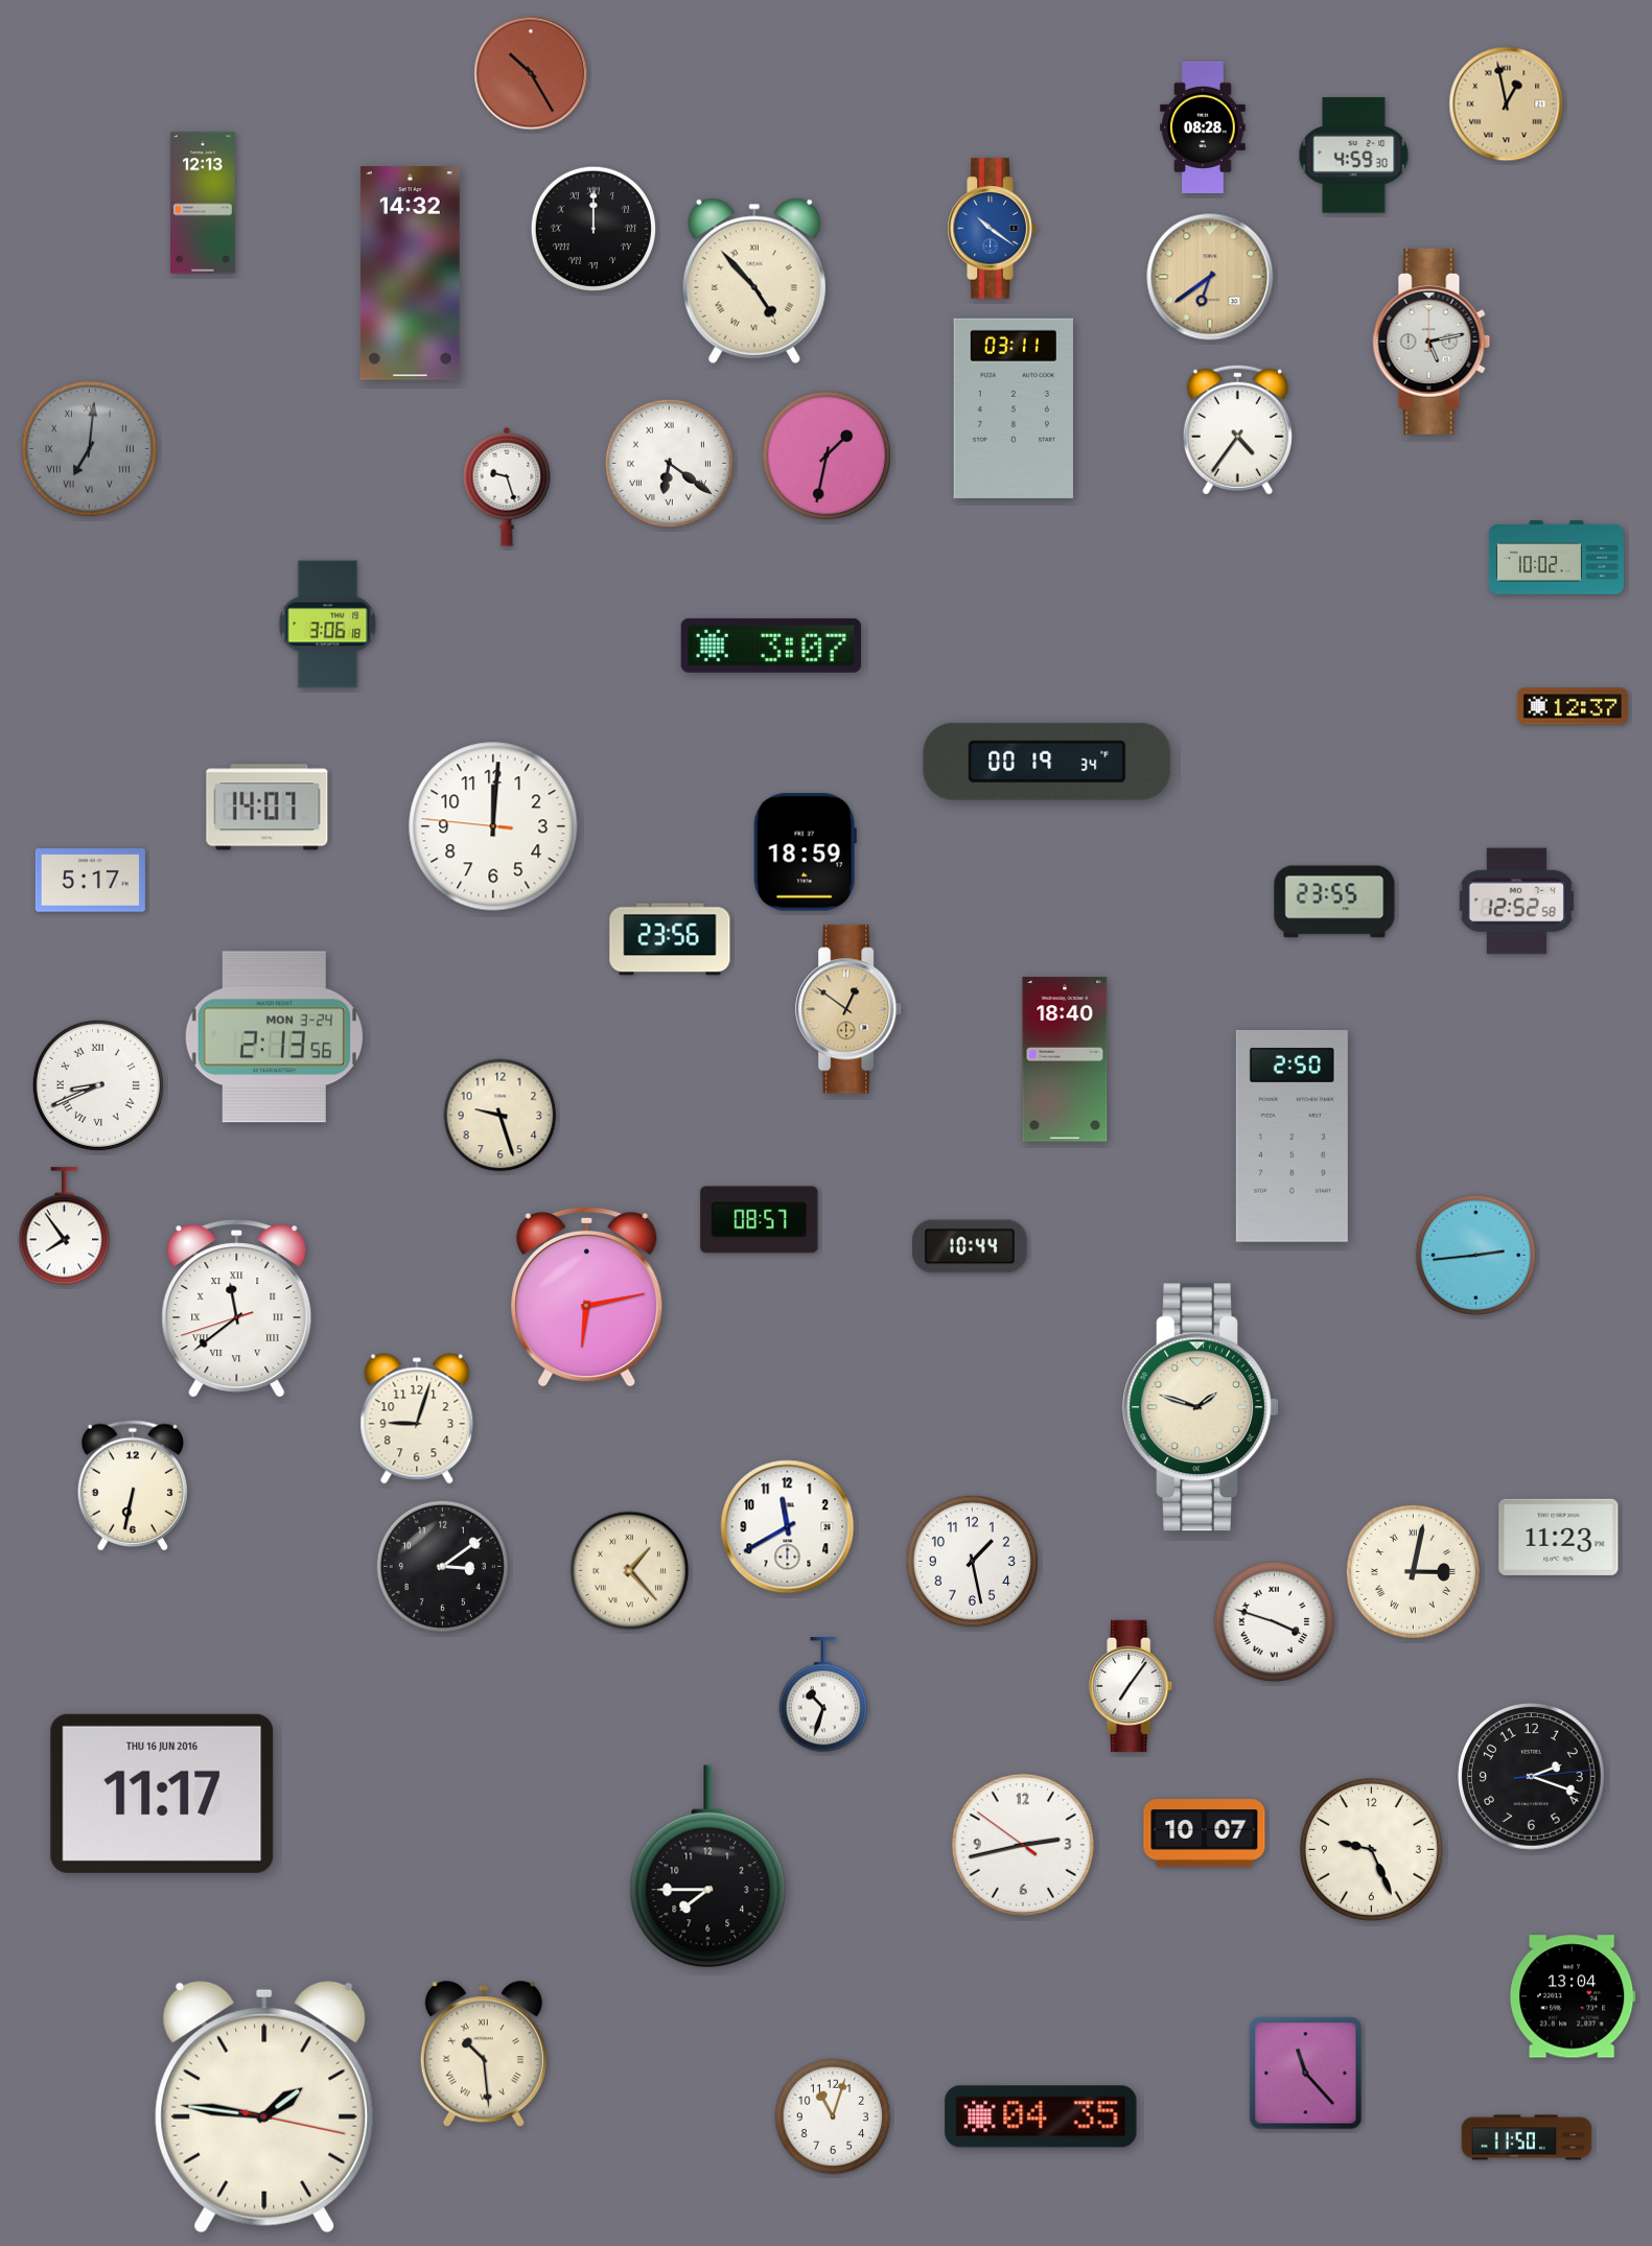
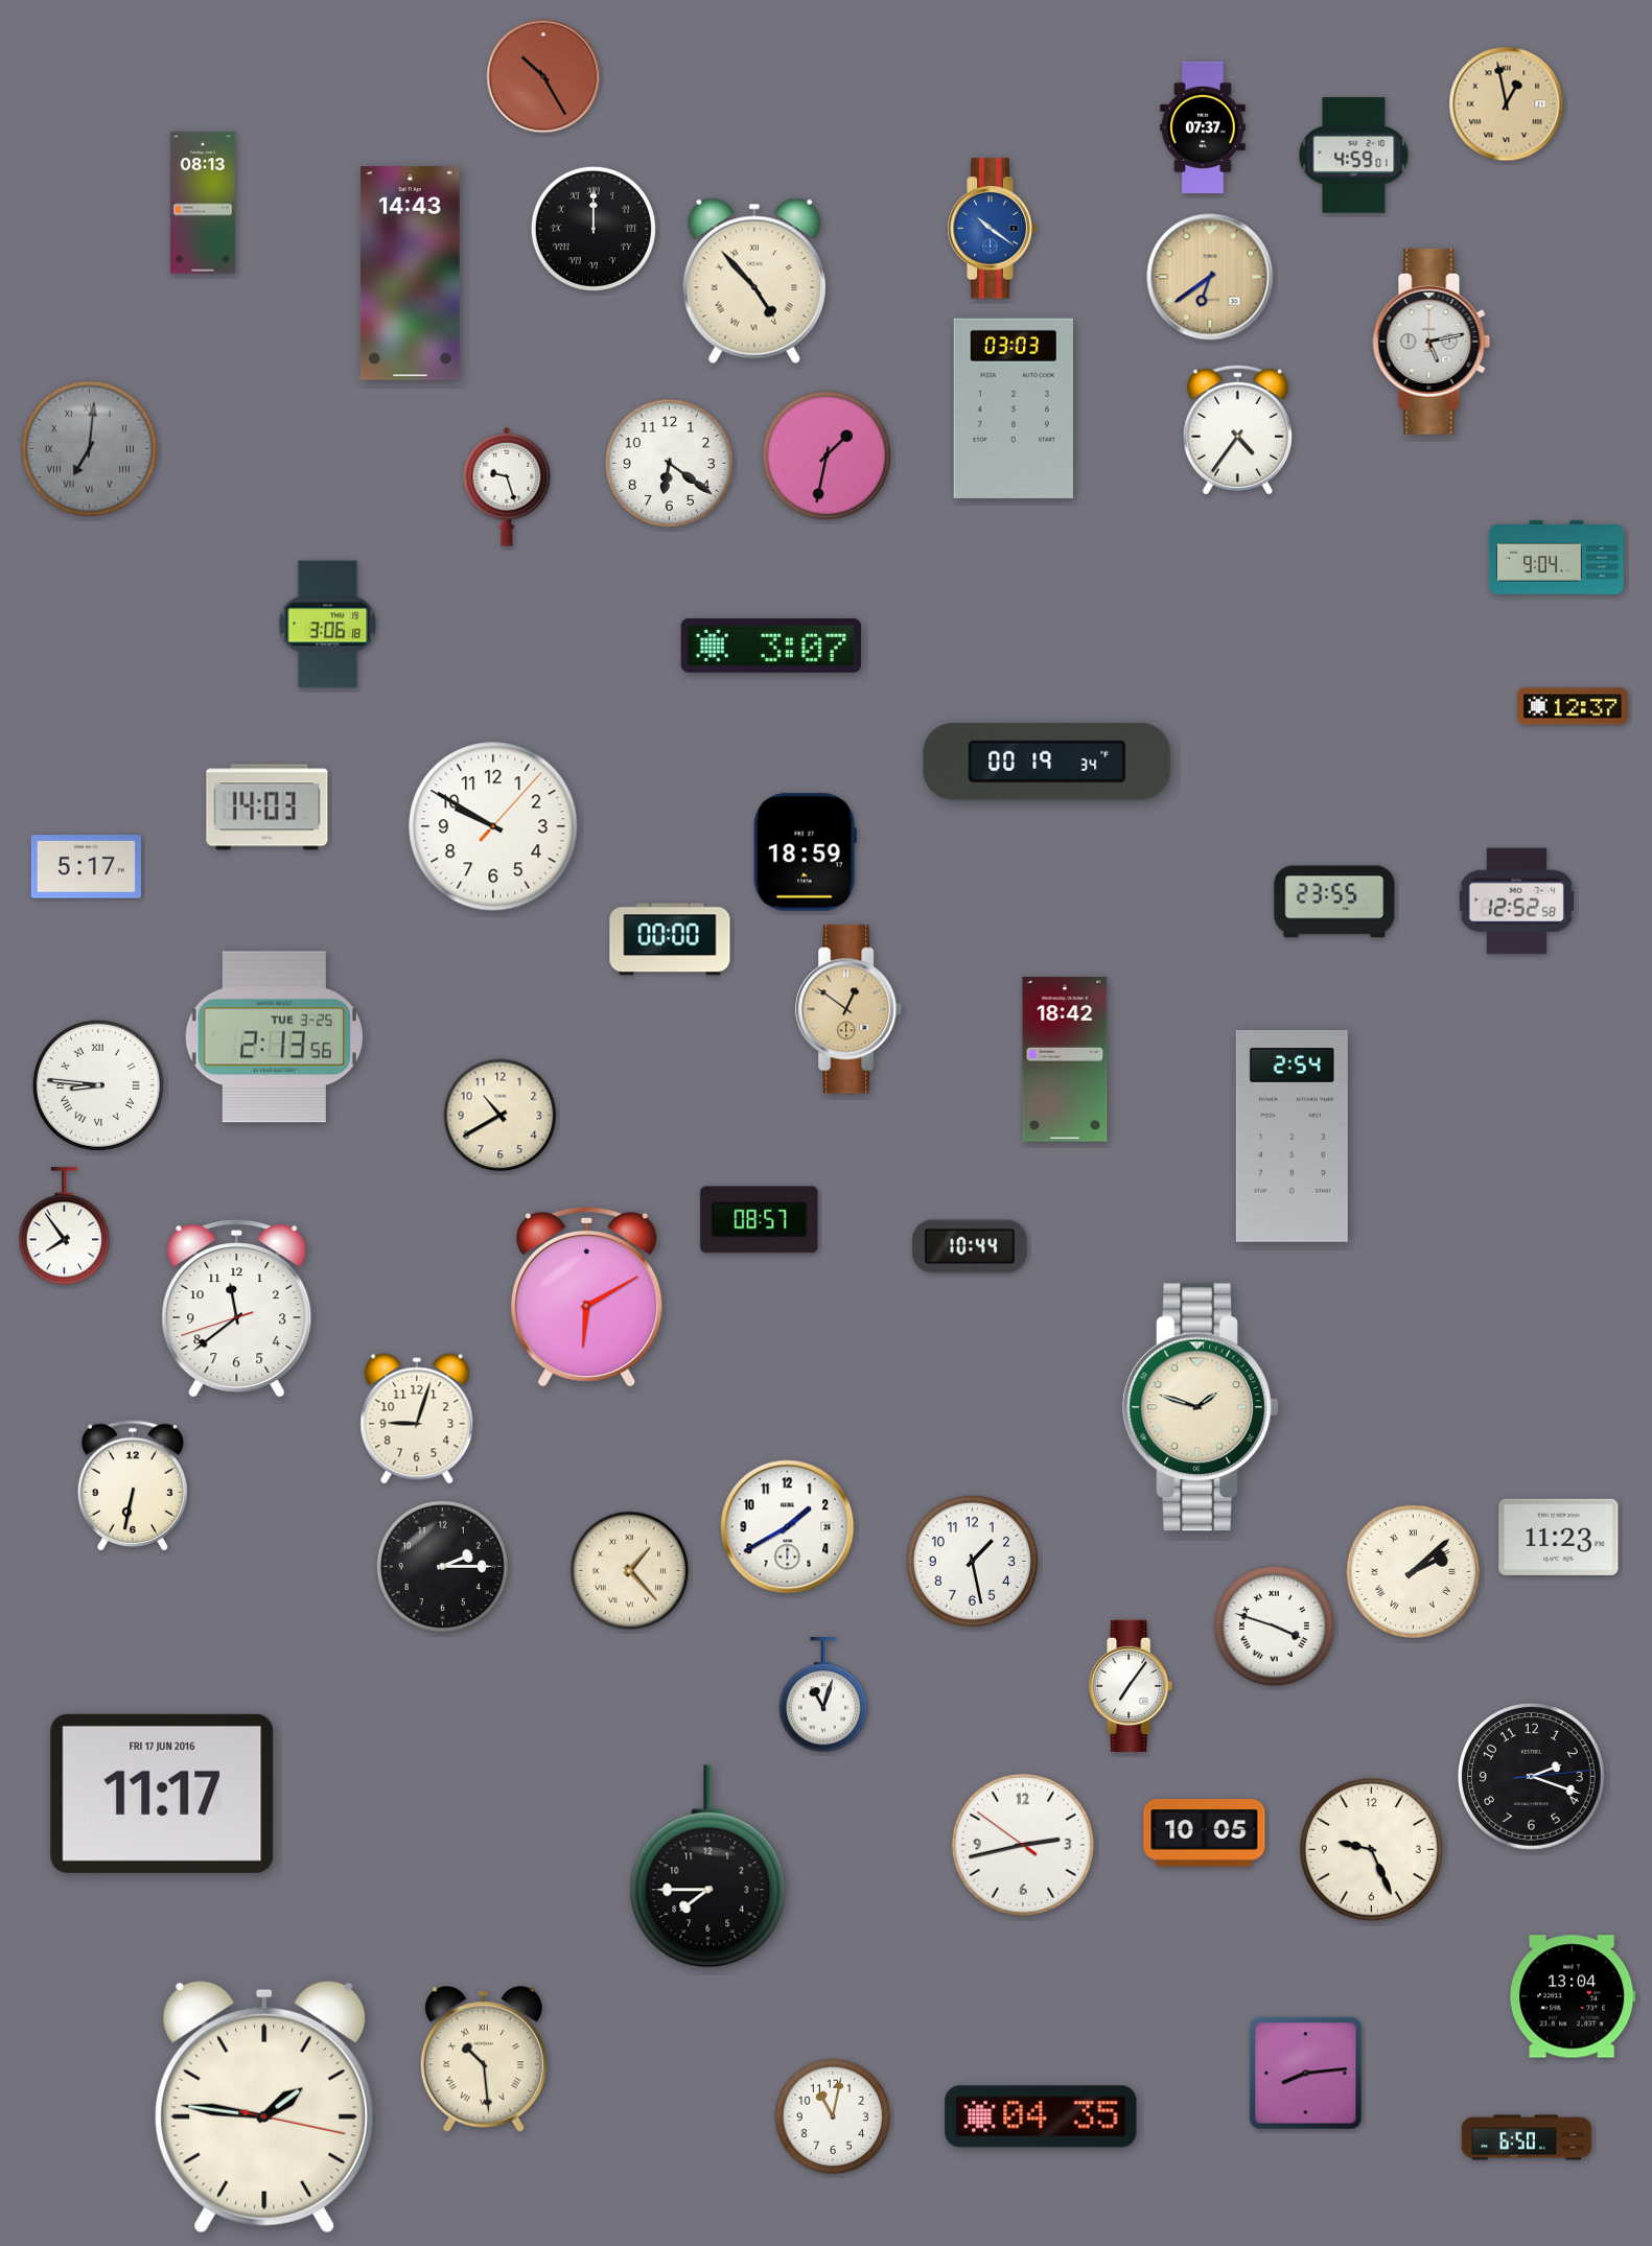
clock at (531, 73) position: (531, 73) -> (543, 76)
clock at (1203, 126): 08:28 -> 07:37
clock at (1354, 156): 4:59:30 -> 4:59:01
clock at (203, 203): 12:13 -> 08:13
clock at (410, 274): 14:32 -> 14:43
clock at (1014, 408): 03:11 -> 03:03
clock at (669, 463) numerals: Roman -> Arabic
clock at (1556, 558): 10:02 -> 9:04
clock at (267, 808): 14:07 -> 14:03
clock at (493, 826): 12:00 -> 9:50
clock at (90, 881) position: (90, 881) -> (86, 867)
clock at (670, 939): 23:56 -> 00:00
clock at (274, 1037) date: MON 3-24 -> TUE 3-25
clock at (1065, 1059): 18:40 -> 18:42
clock at (98, 1085): 8:41 -> 8:46
clock at (501, 1116): 9:27 -> 10:40
clock at (1292, 1137): 2:50 -> 2:54
clock at (1476, 1256): 2:44 -> none
clock at (587, 1296): 6:13 -> 6:10
clock at (237, 1309) numerals: Roman -> Arabic
clock at (788, 1527): 11:40 -> 1:40
clock at (442, 1566): 3:09 -> 2:15
clock at (1413, 1571): 3:02 -> 2:08
clock at (1275, 1622) position: (1275, 1622) -> (1275, 1627)
clock at (823, 1695): 10:33 -> 11:03
clock at (162, 1794) date: THU 16 JUN 2016 -> FRI 17 JUN 2016
clock at (1205, 1833): 10:07 -> 10:05
clock at (484, 2055) position: (484, 2055) -> (484, 2060)
clock at (1306, 2074): 11:23 -> 8:14
clock at (833, 2116): 11:03 -> 11:02
clock at (1527, 2137): 11:50 -> 6:50
